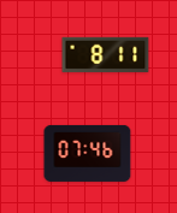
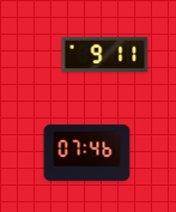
clock at (106, 54): 8:11 -> 9:11
